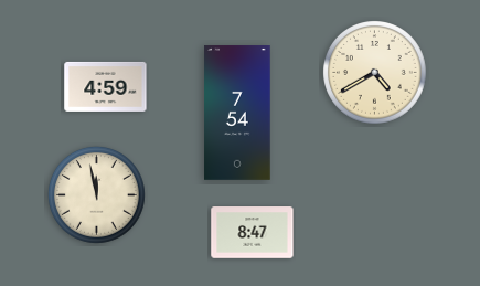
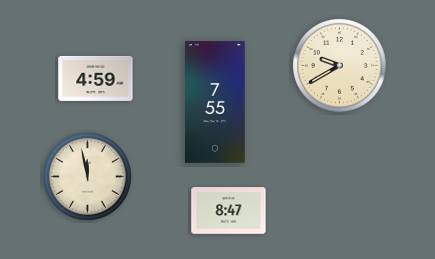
clock at (375, 73): 4:40 -> 9:40
clock at (237, 114): 7:54 -> 7:55
